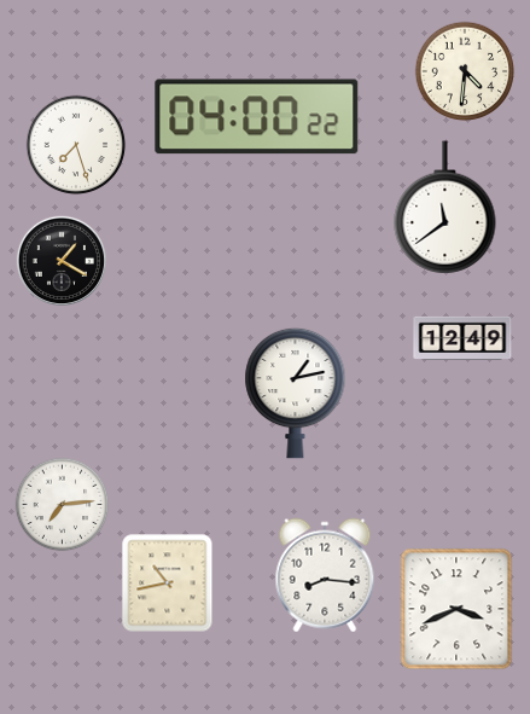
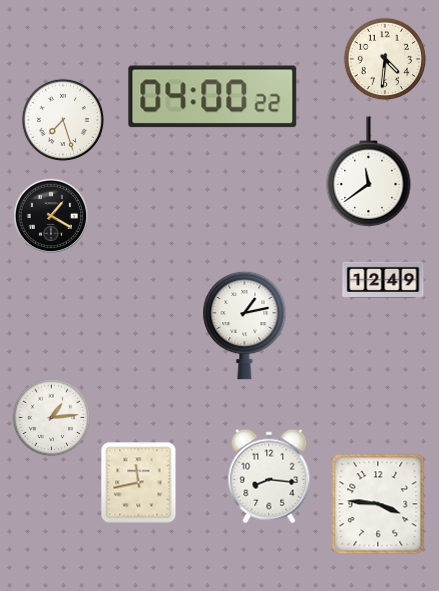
clock at (63, 505): 7:14 -> 1:14
clock at (168, 584): 10:43 -> 11:43
clock at (456, 609): 3:41 -> 3:46
